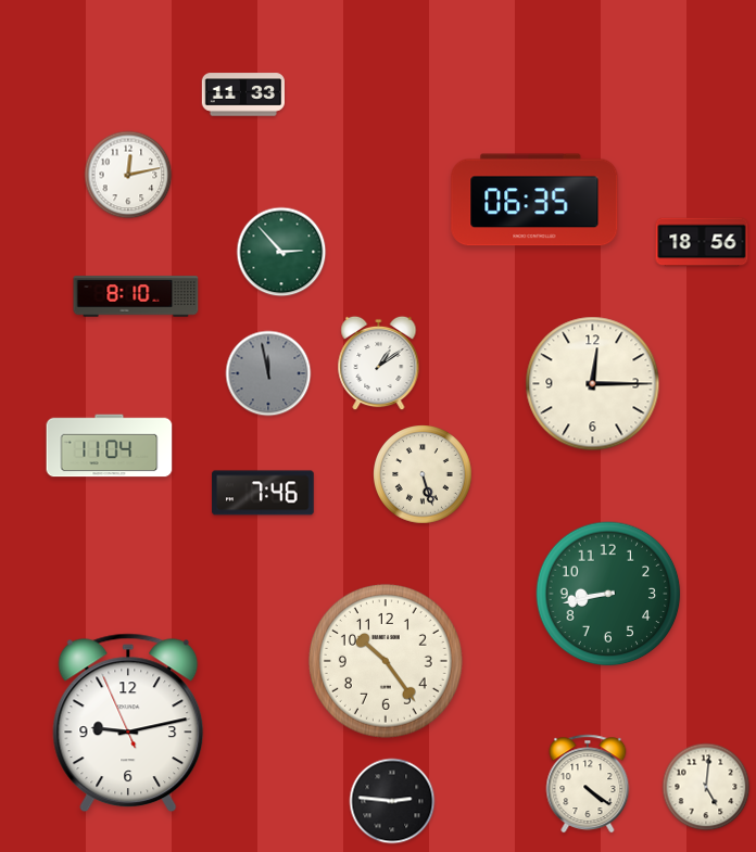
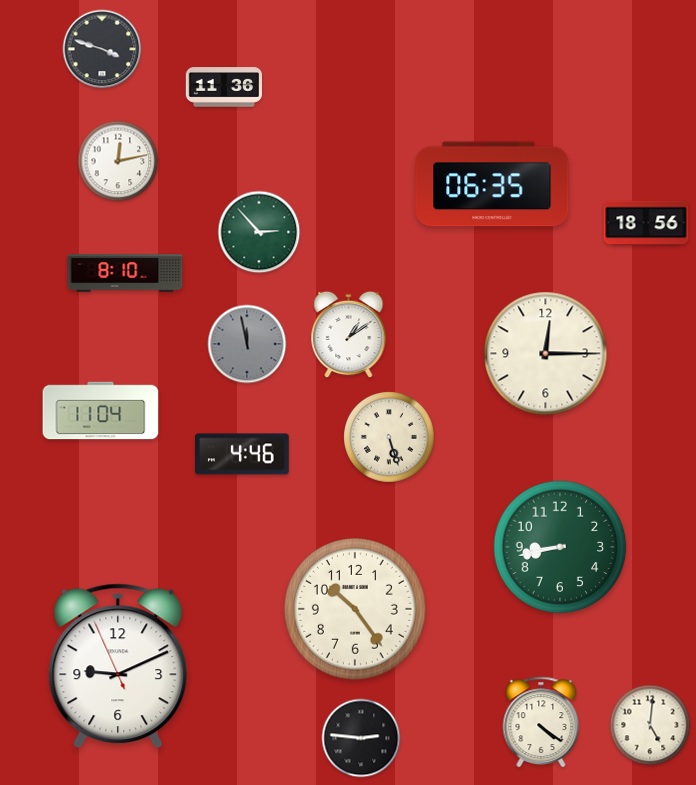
clock at (102, 49): none -> 3:48
clock at (242, 94): 11:33 -> 11:36
clock at (263, 493): 7:46 -> 4:46
clock at (128, 723): 9:12 -> 9:10
